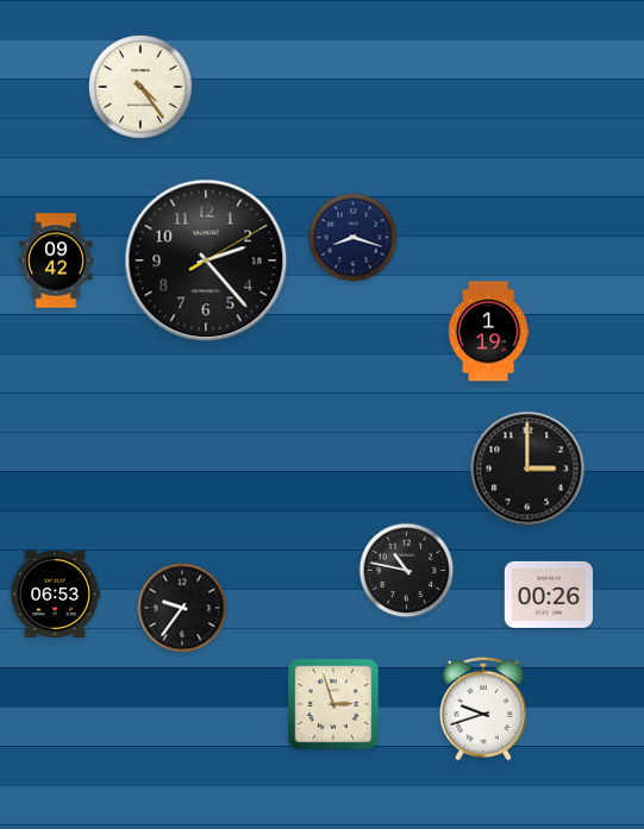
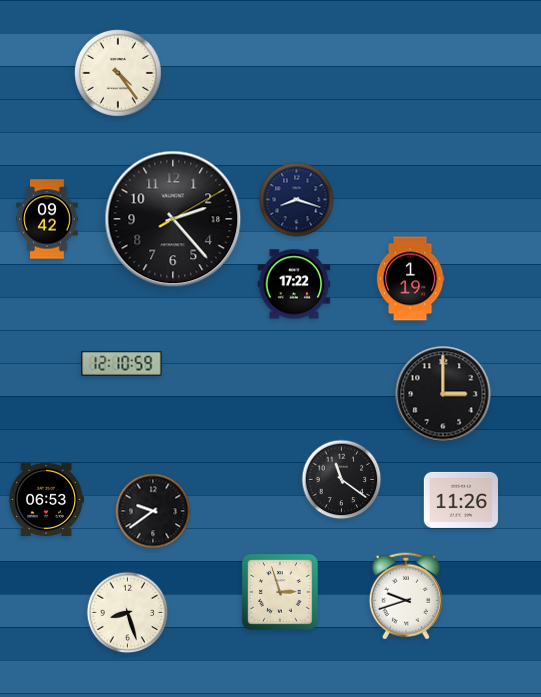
clock at (294, 284): none -> 17:22
clock at (122, 363): none -> 12:10
clock at (407, 571): 10:47 -> 11:21
clock at (548, 595): 00:26 -> 11:26
clock at (182, 608): 9:36 -> 9:39
clock at (128, 613): none -> 8:27
